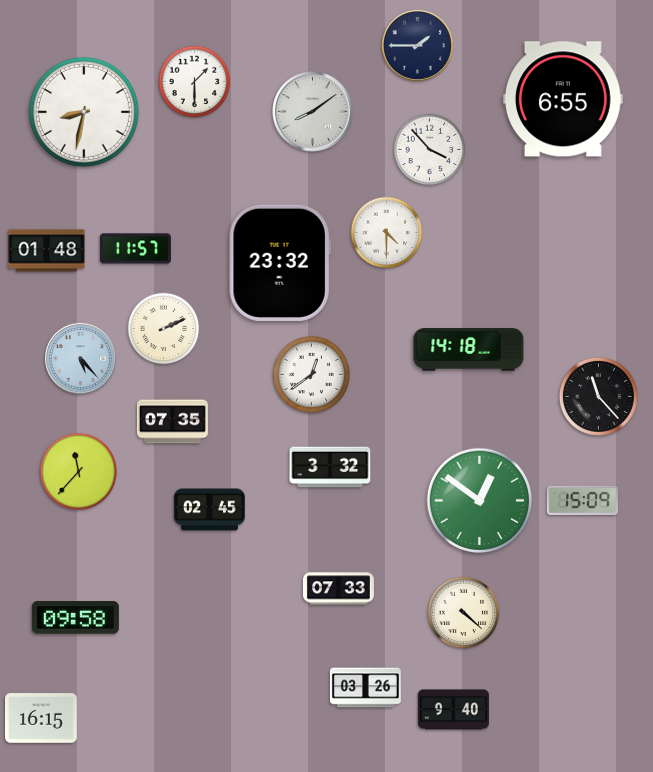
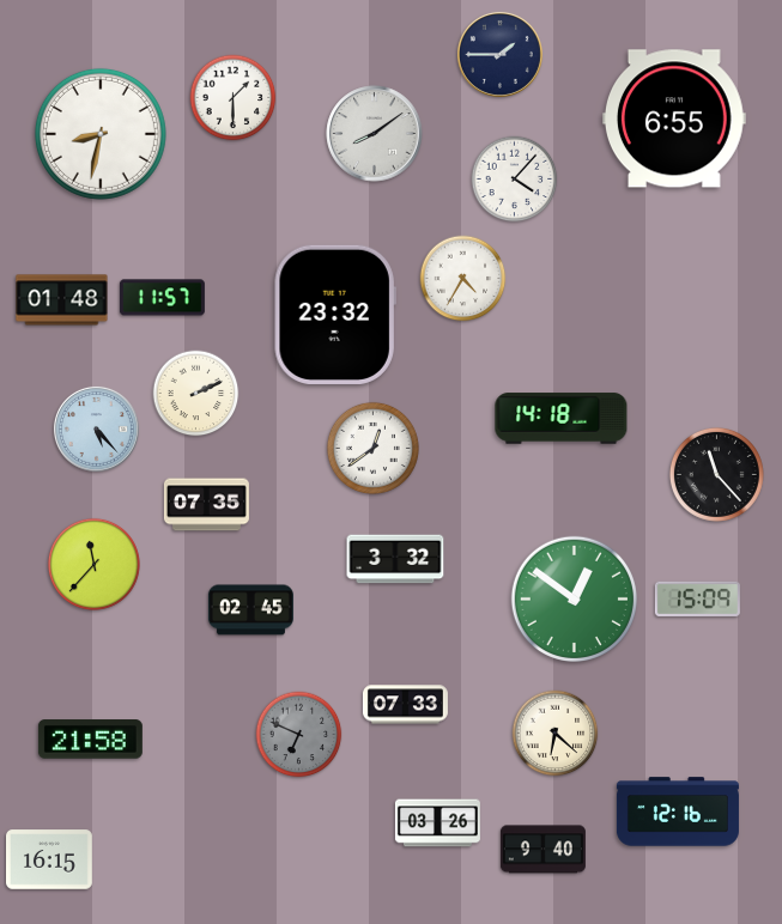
clock at (430, 150): 3:53 -> 4:07
clock at (387, 233): 4:30 -> 4:35
clock at (47, 251) position: (47, 251) -> (62, 300)
clock at (464, 613): 4:22 -> 6:22
clock at (299, 735): none -> 6:49
clock at (75, 618): 09:58 -> 21:58
clock at (678, 811): none -> 12:16
